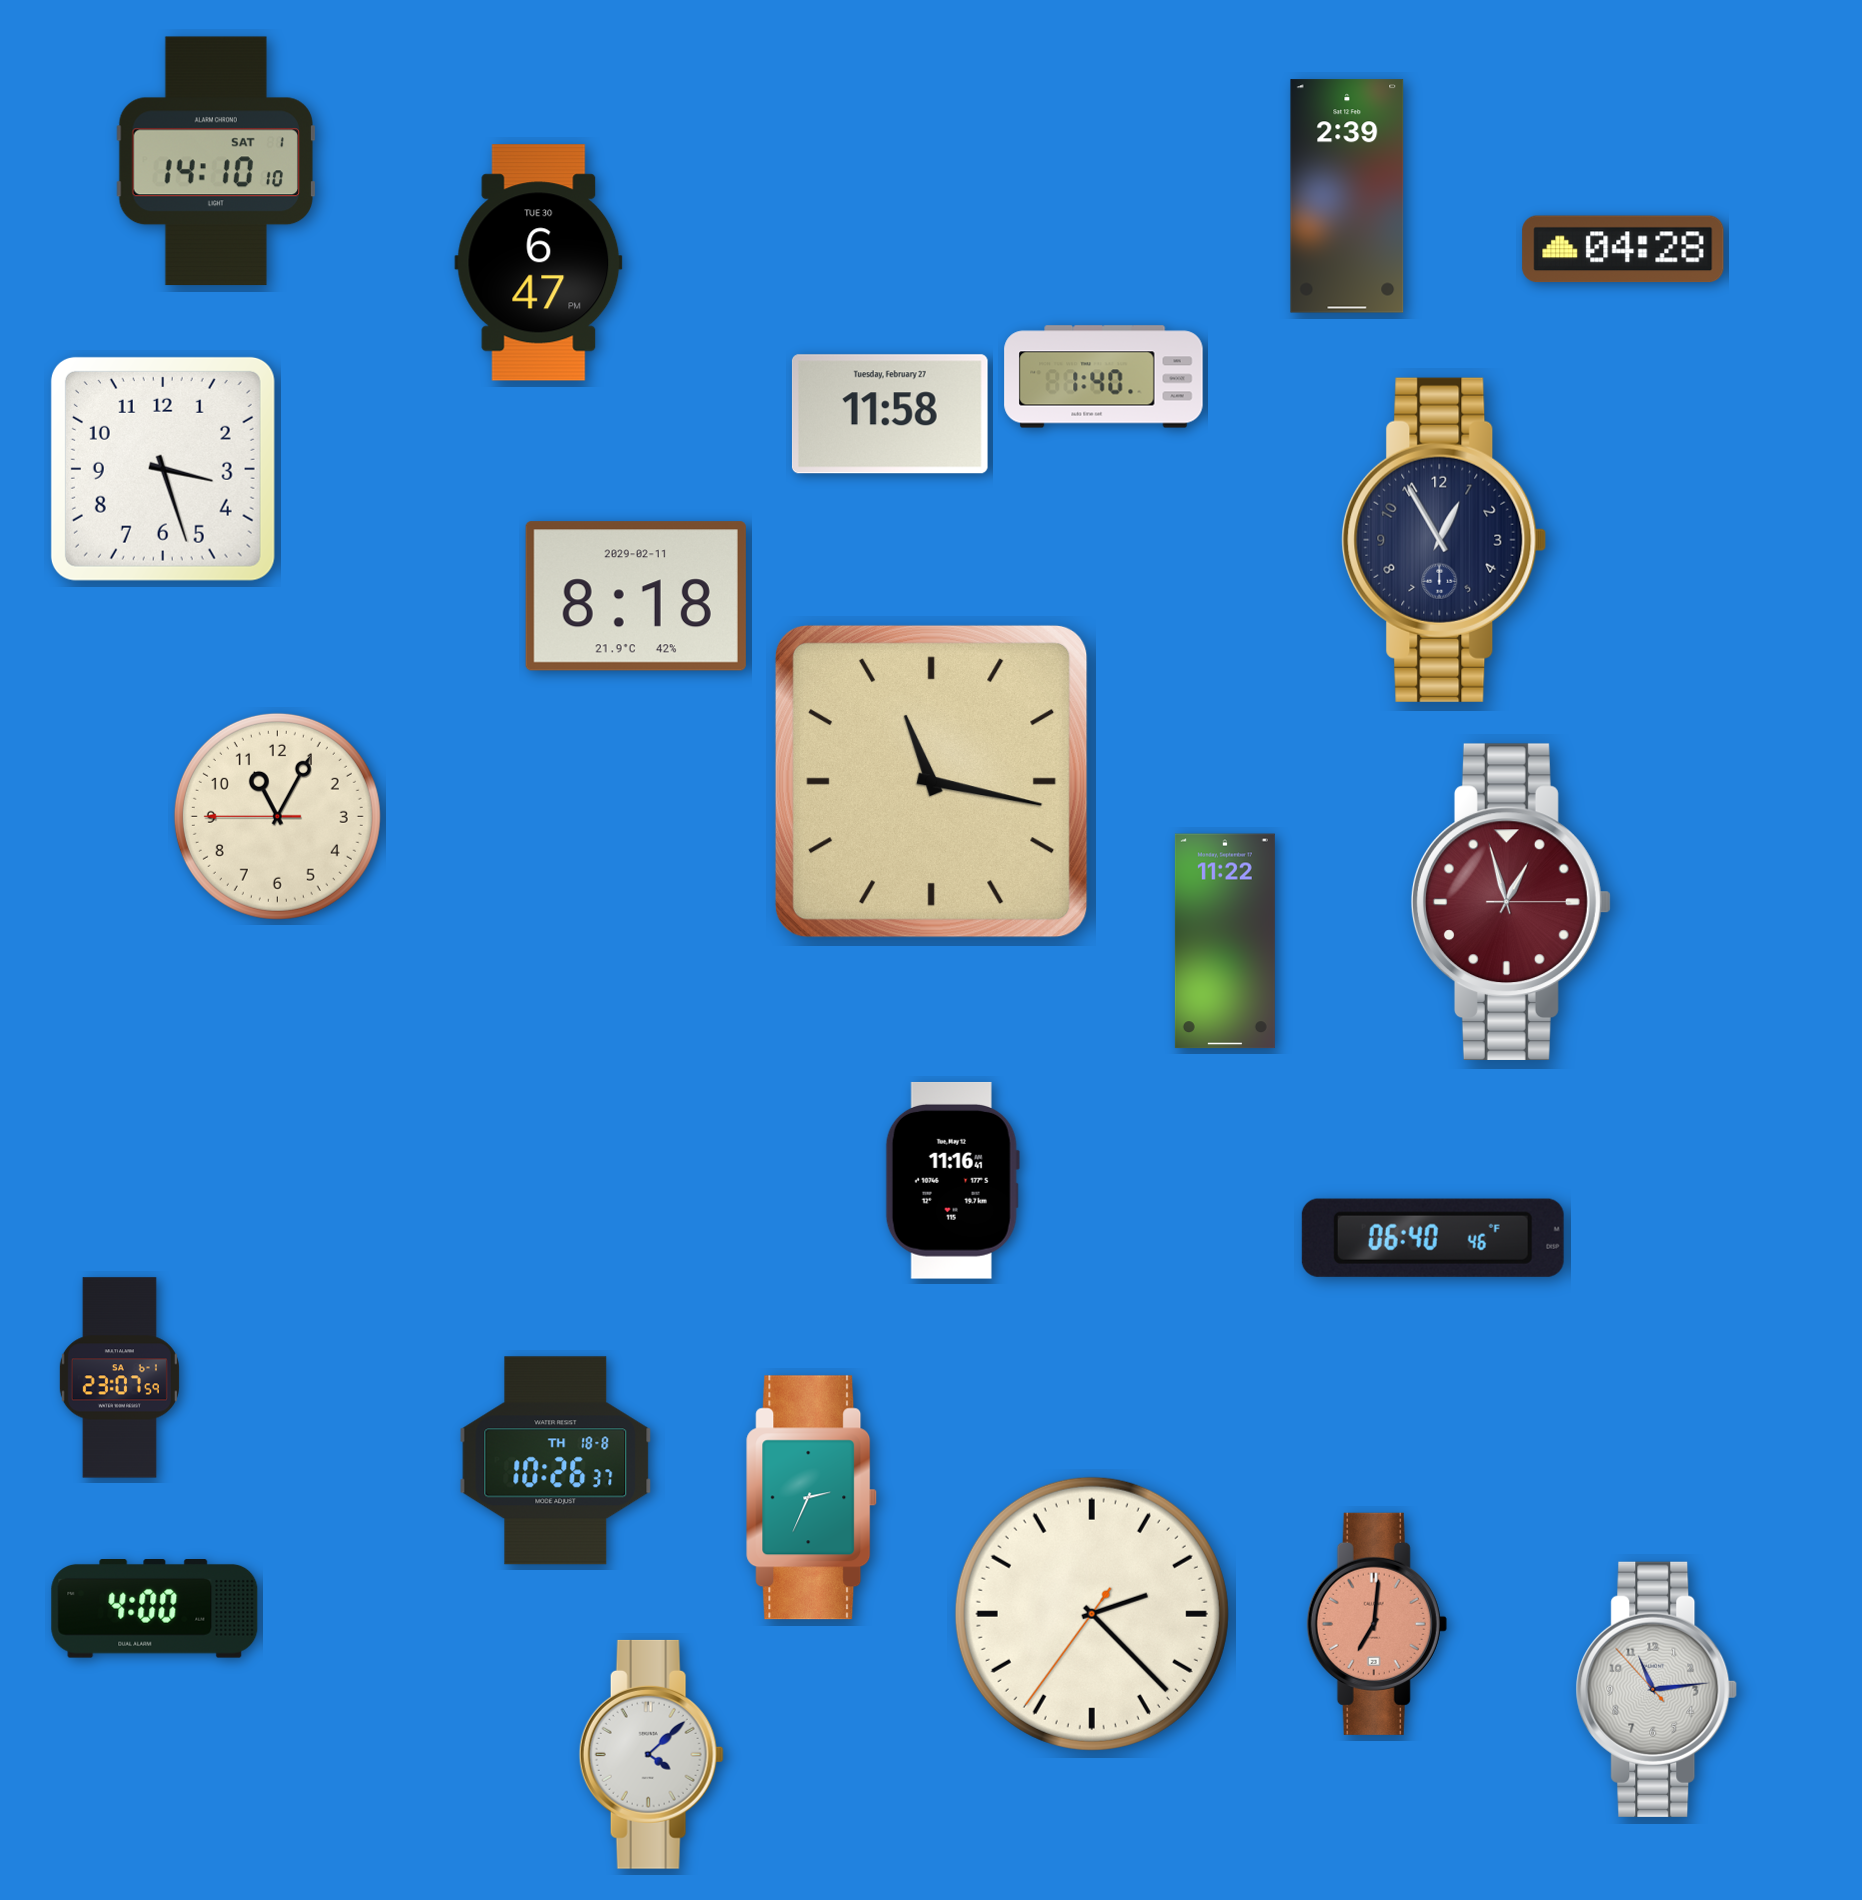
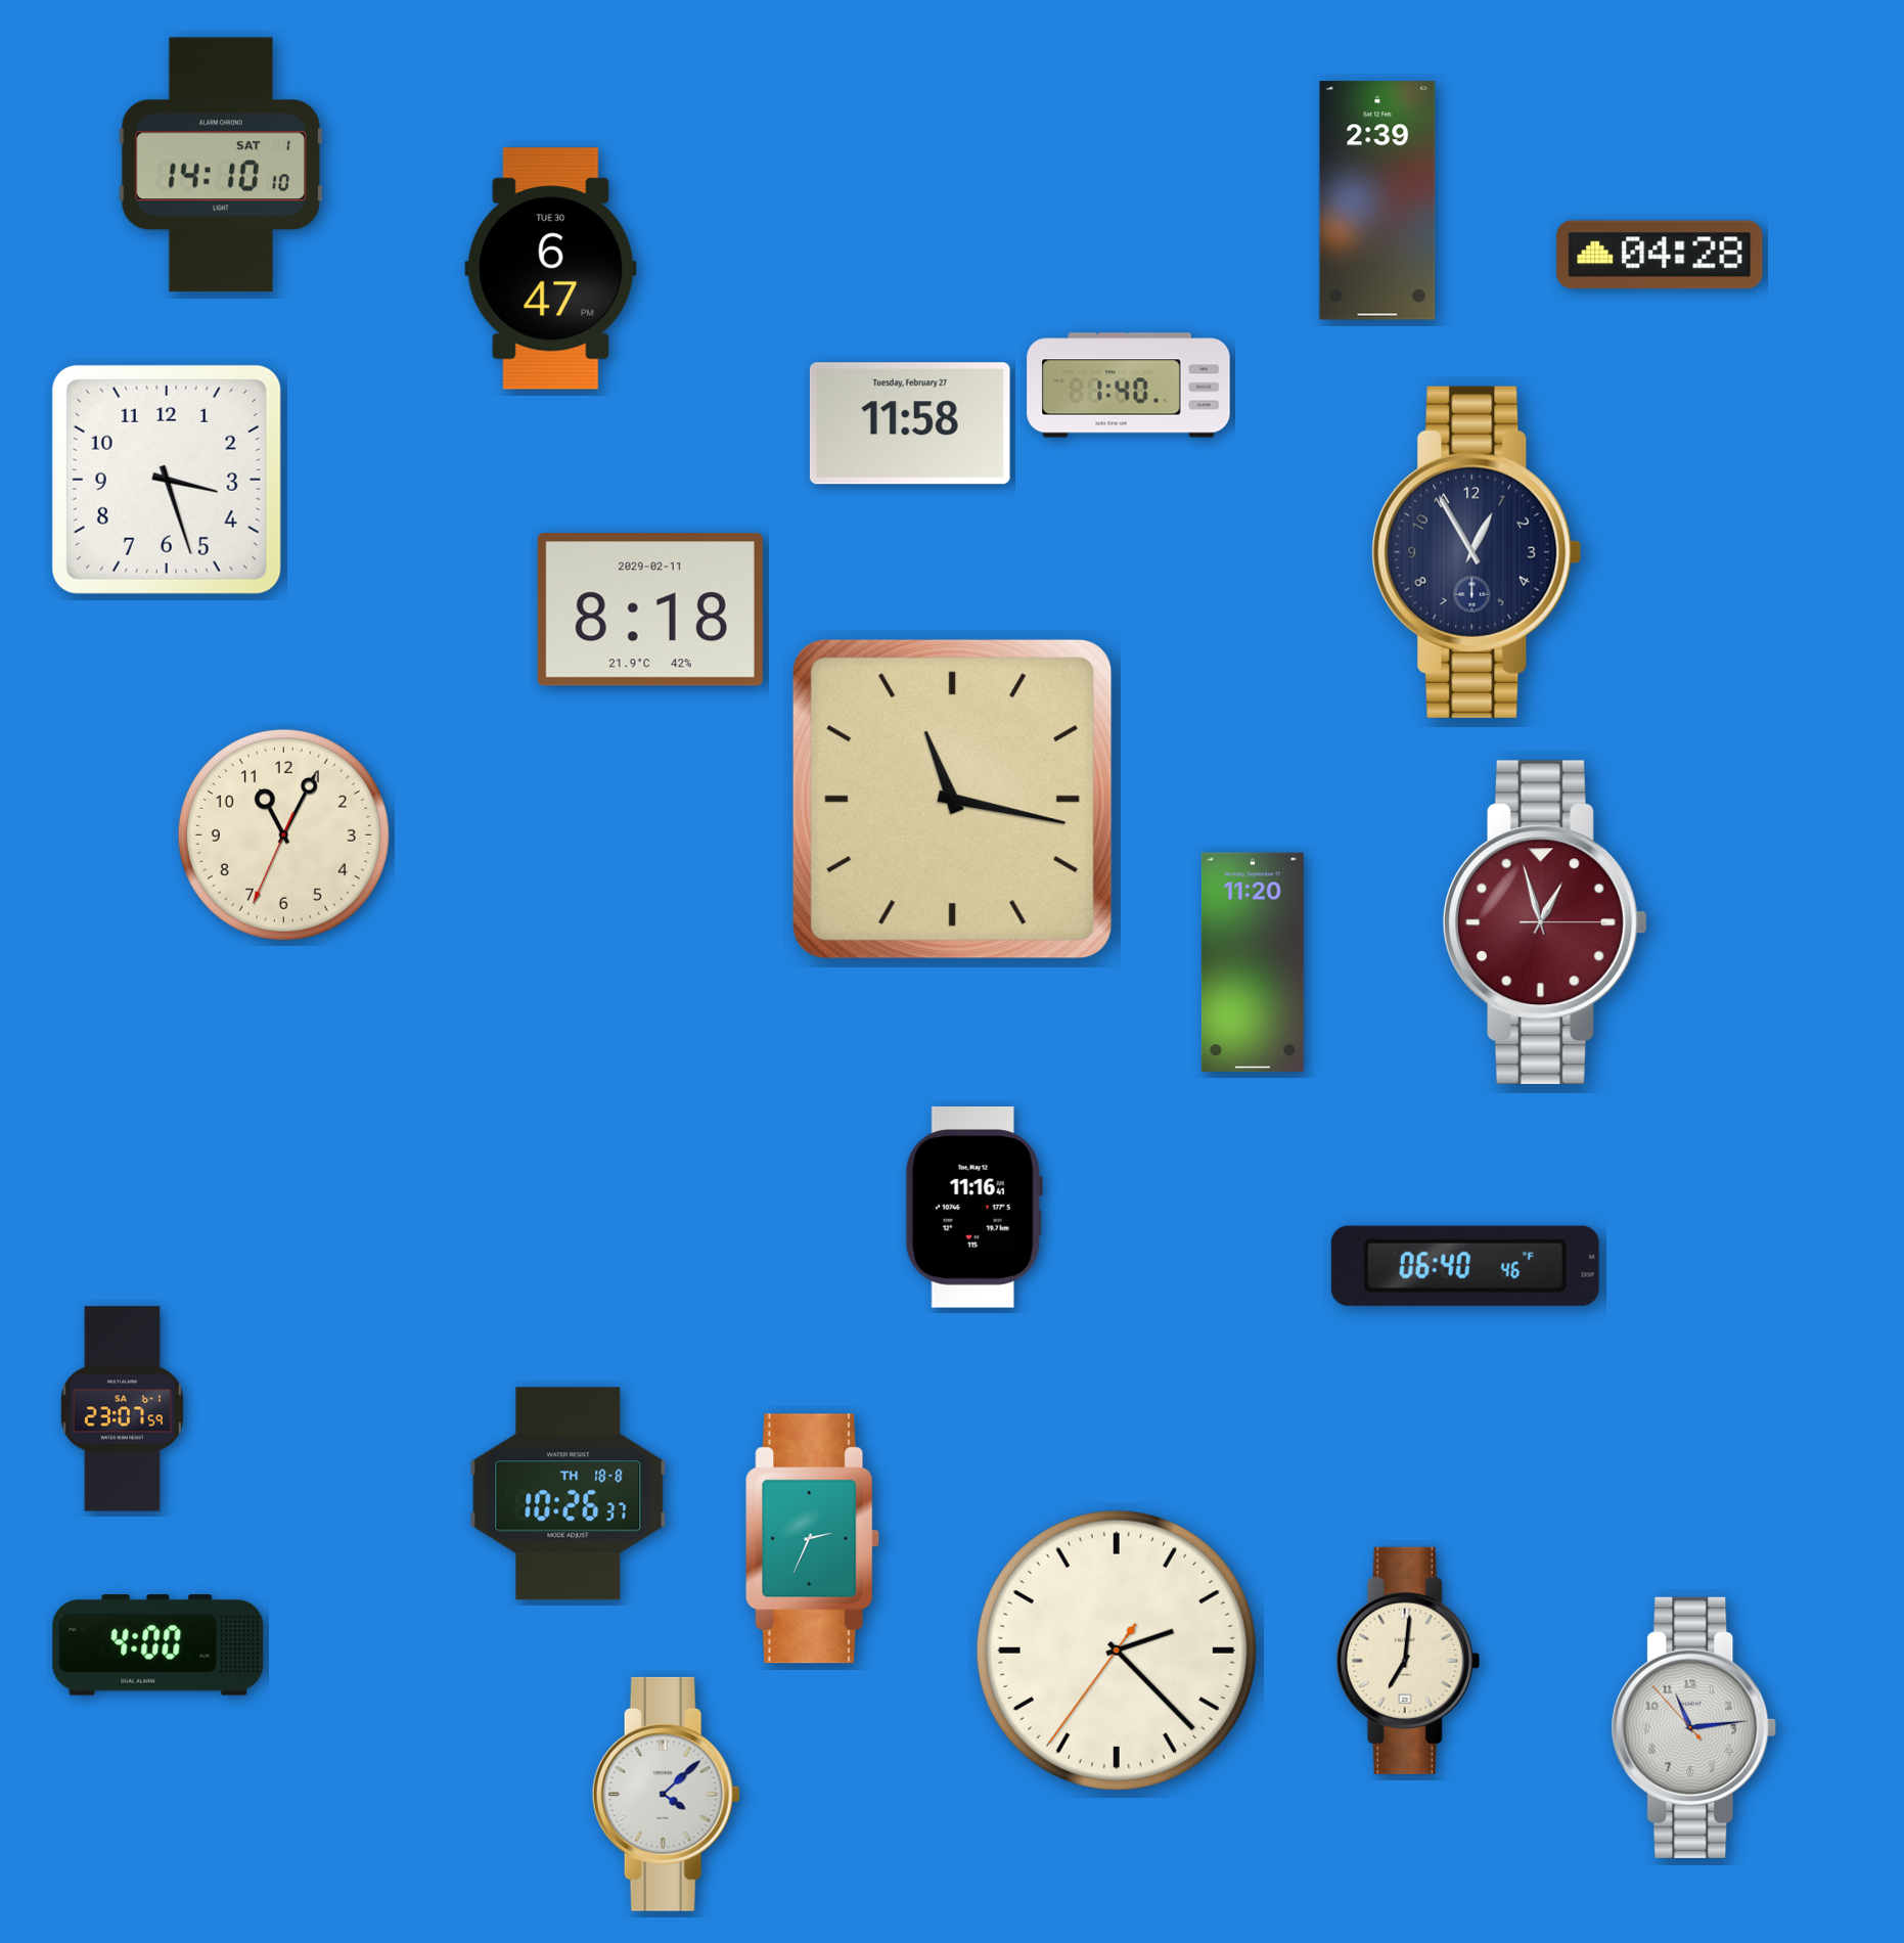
clock at (277, 816): 11:04:45 -> 11:04:34
clock at (1225, 941): 11:22 -> 11:20
clock at (812, 1498) position: (812, 1498) -> (813, 1539)
clock at (1377, 1624) dial: salmon -> cream
